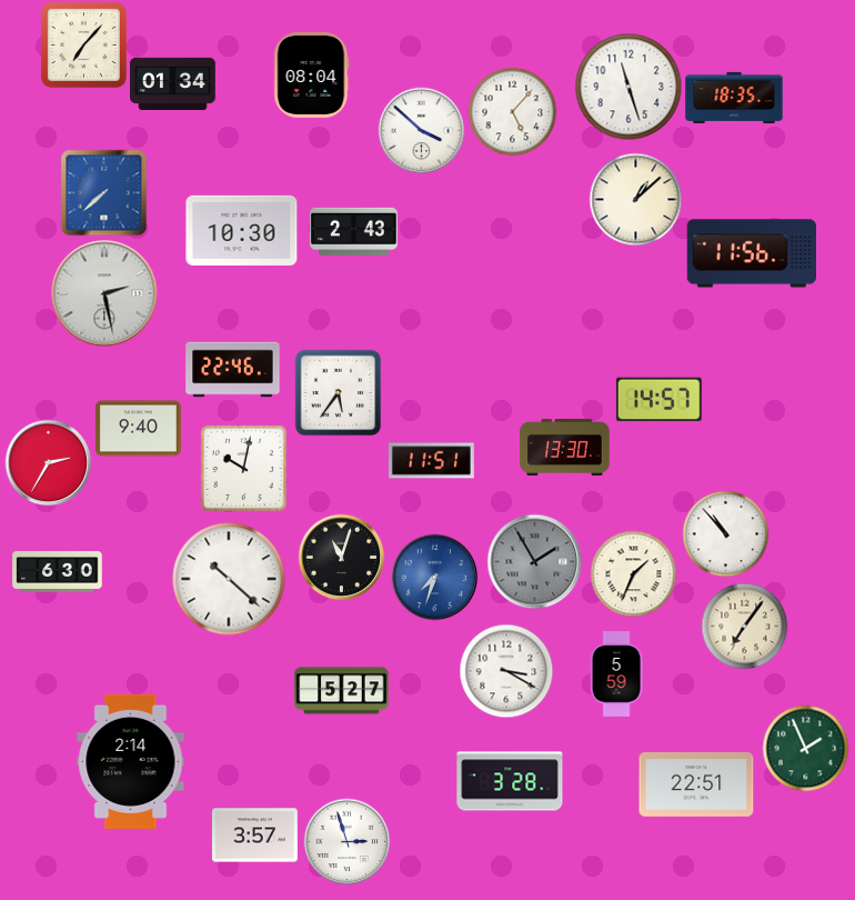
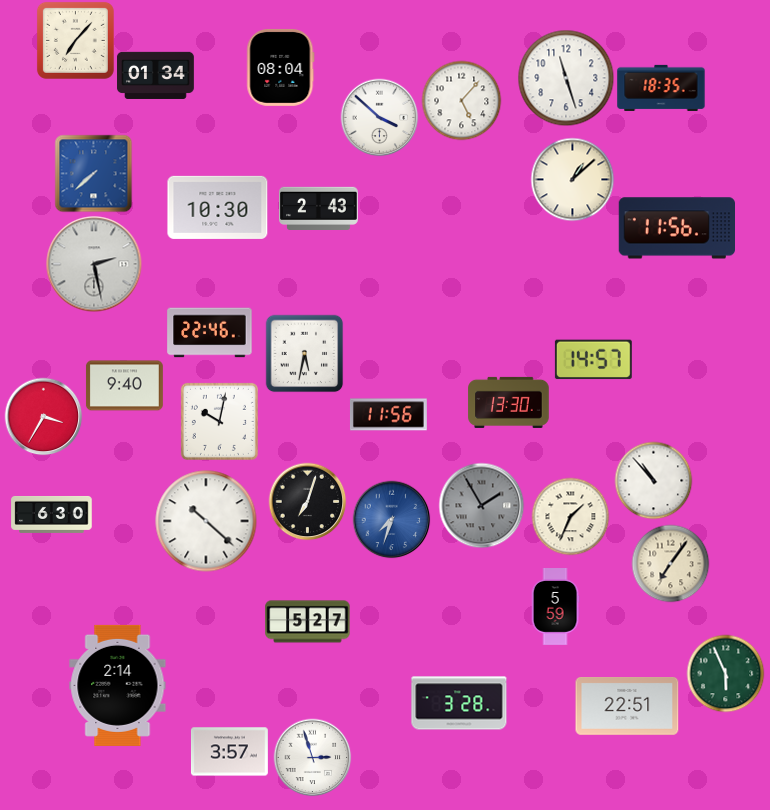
clock at (338, 392): 5:36 -> 5:32
clock at (431, 461): 11:51 -> 11:56
clock at (48, 462): 2:35 -> 3:35
clock at (341, 557): 11:03 -> 7:03
clock at (506, 671): 3:20 -> none
clock at (805, 748): 1:56 -> 5:56
